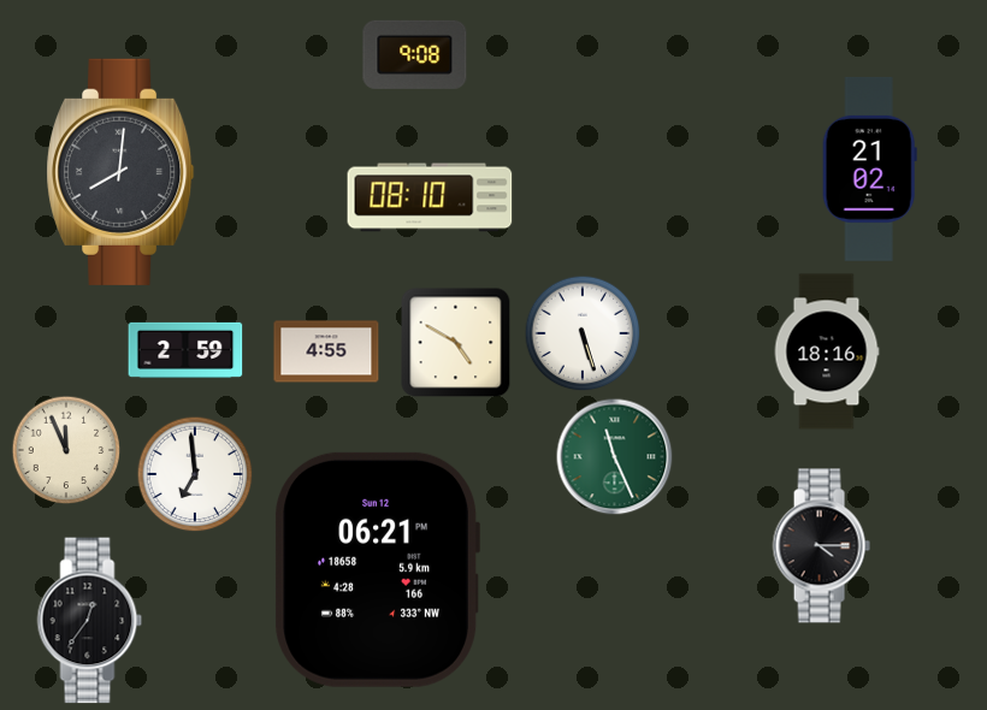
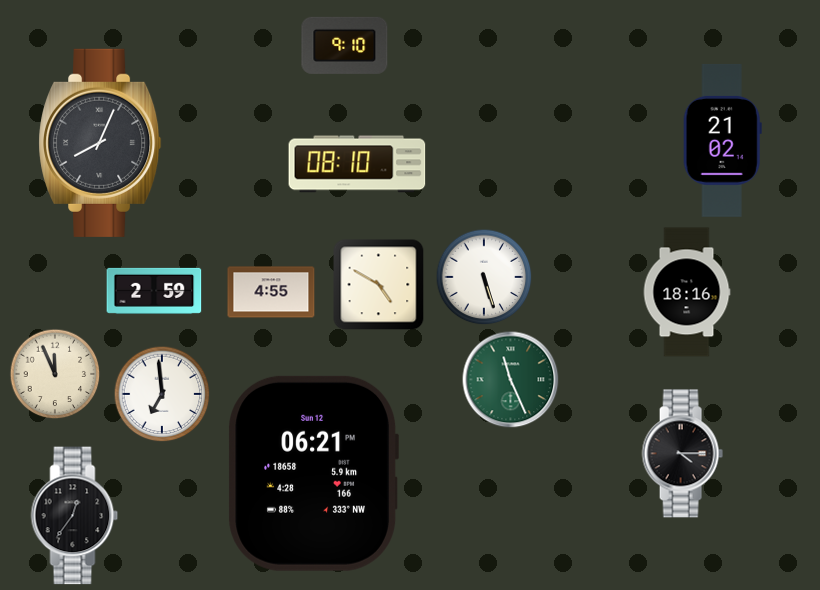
clock at (415, 54): 9:08 -> 9:10
clock at (120, 172): 8:01 -> 8:04
